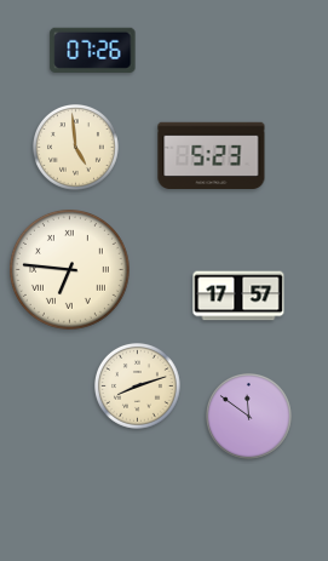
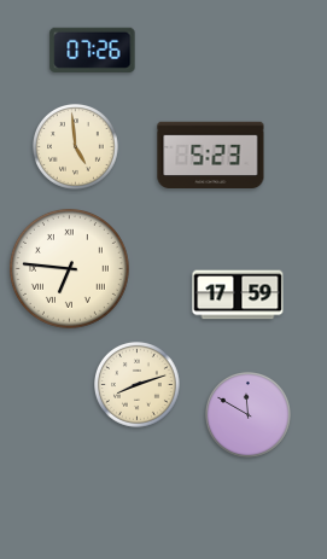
clock at (238, 296): 17:57 -> 17:59
clock at (249, 417): 11:51 -> 11:50
